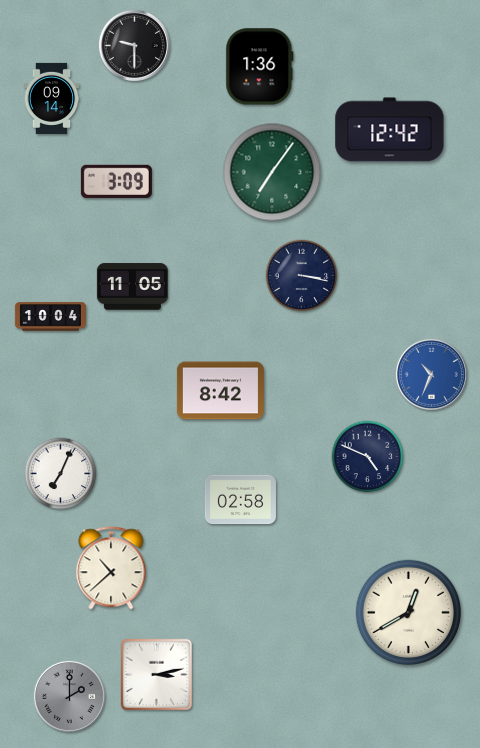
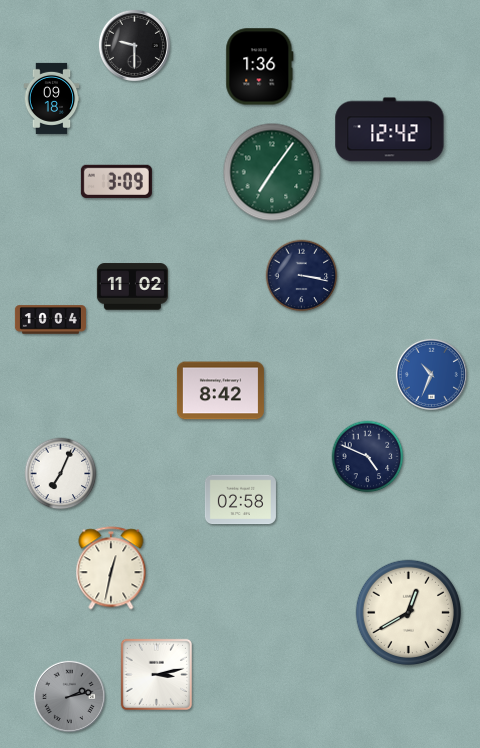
clock at (52, 98): 09:14 -> 09:18
clock at (132, 287): 11:05 -> 11:02
clock at (50, 317) position: (50, 317) -> (50, 320)
clock at (111, 568): 10:38 -> 12:32
clock at (69, 696): 2:00 -> 2:13
